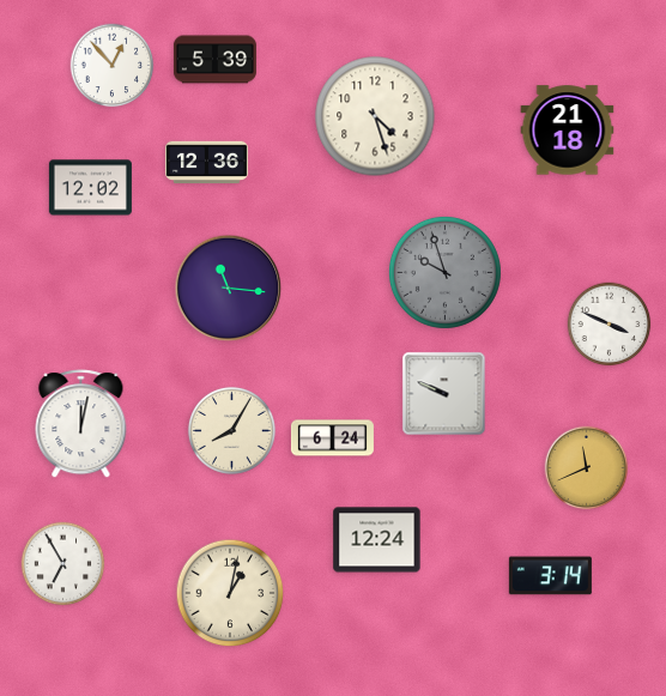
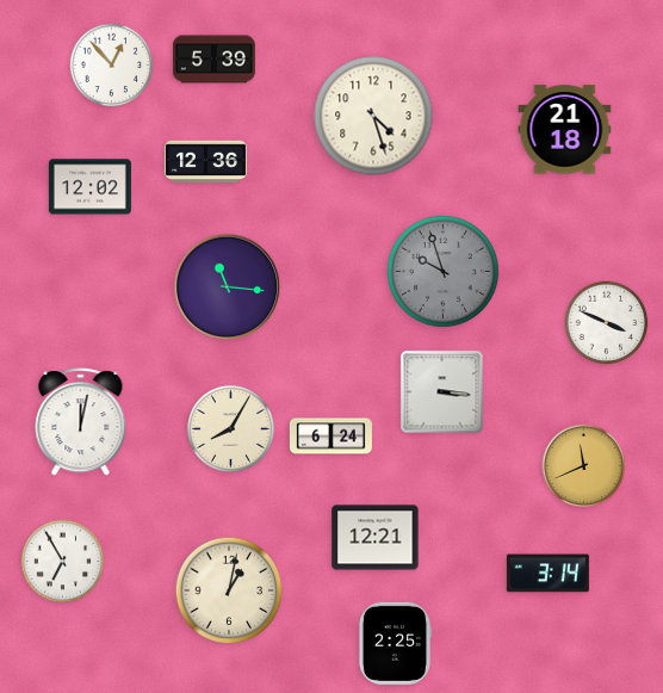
clock at (444, 394): 9:49 -> 3:16
clock at (377, 540): 12:24 -> 12:21
clock at (394, 643): none -> 2:25
